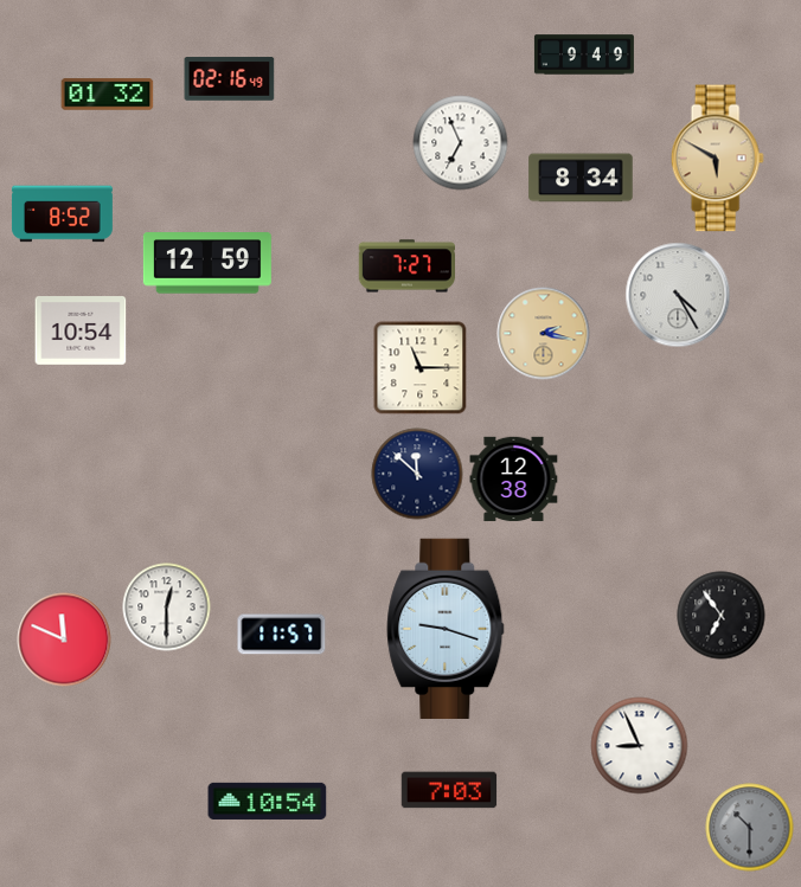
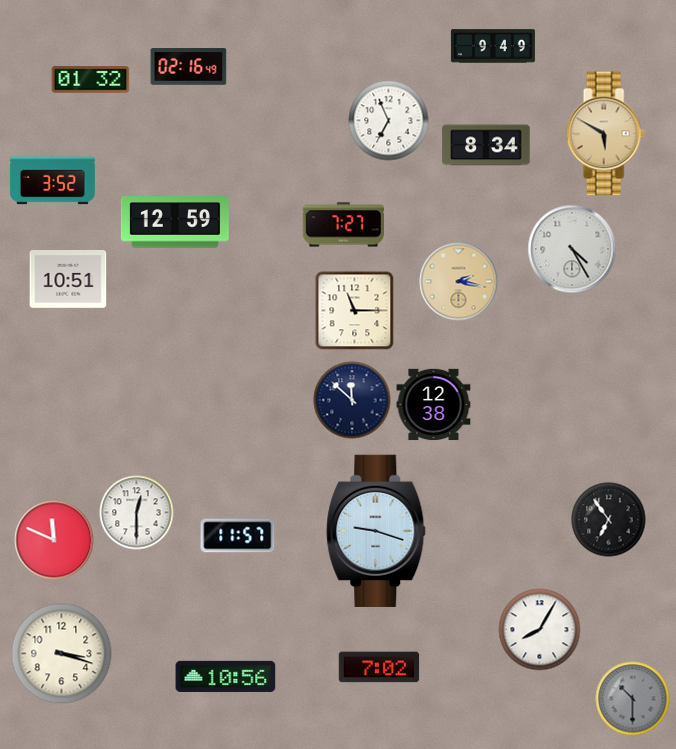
clock at (230, 79) position: (230, 79) -> (189, 67)
clock at (581, 178) position: (581, 178) -> (486, 145)
clock at (62, 214): 8:52 -> 3:52
clock at (81, 332): 10:54 -> 10:51
clock at (167, 608) position: (167, 608) -> (137, 513)
clock at (640, 746): 8:56 -> 8:05
clock at (62, 654): none -> 3:18
clock at (449, 790): 7:03 -> 7:02
clock at (268, 801): 10:54 -> 10:56
